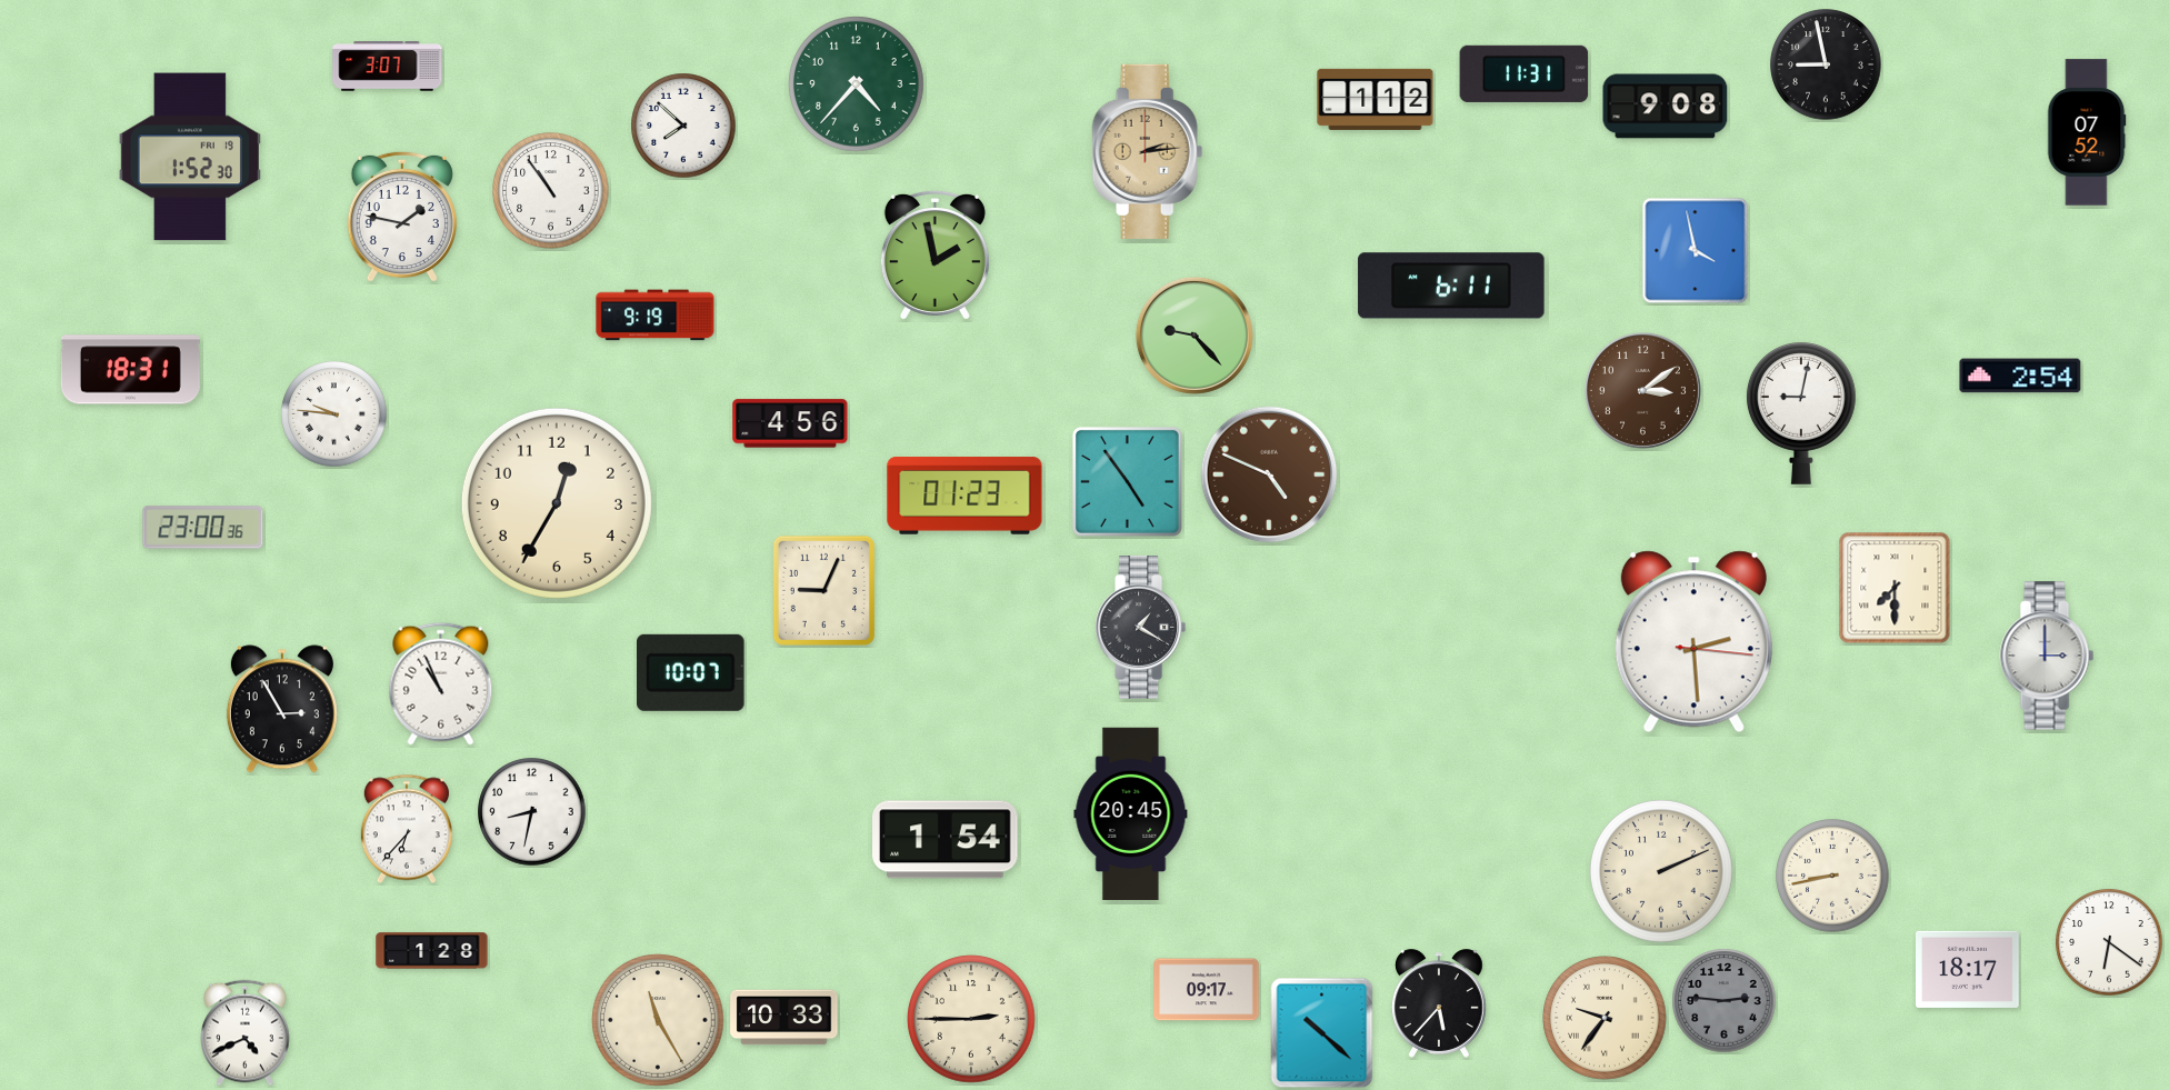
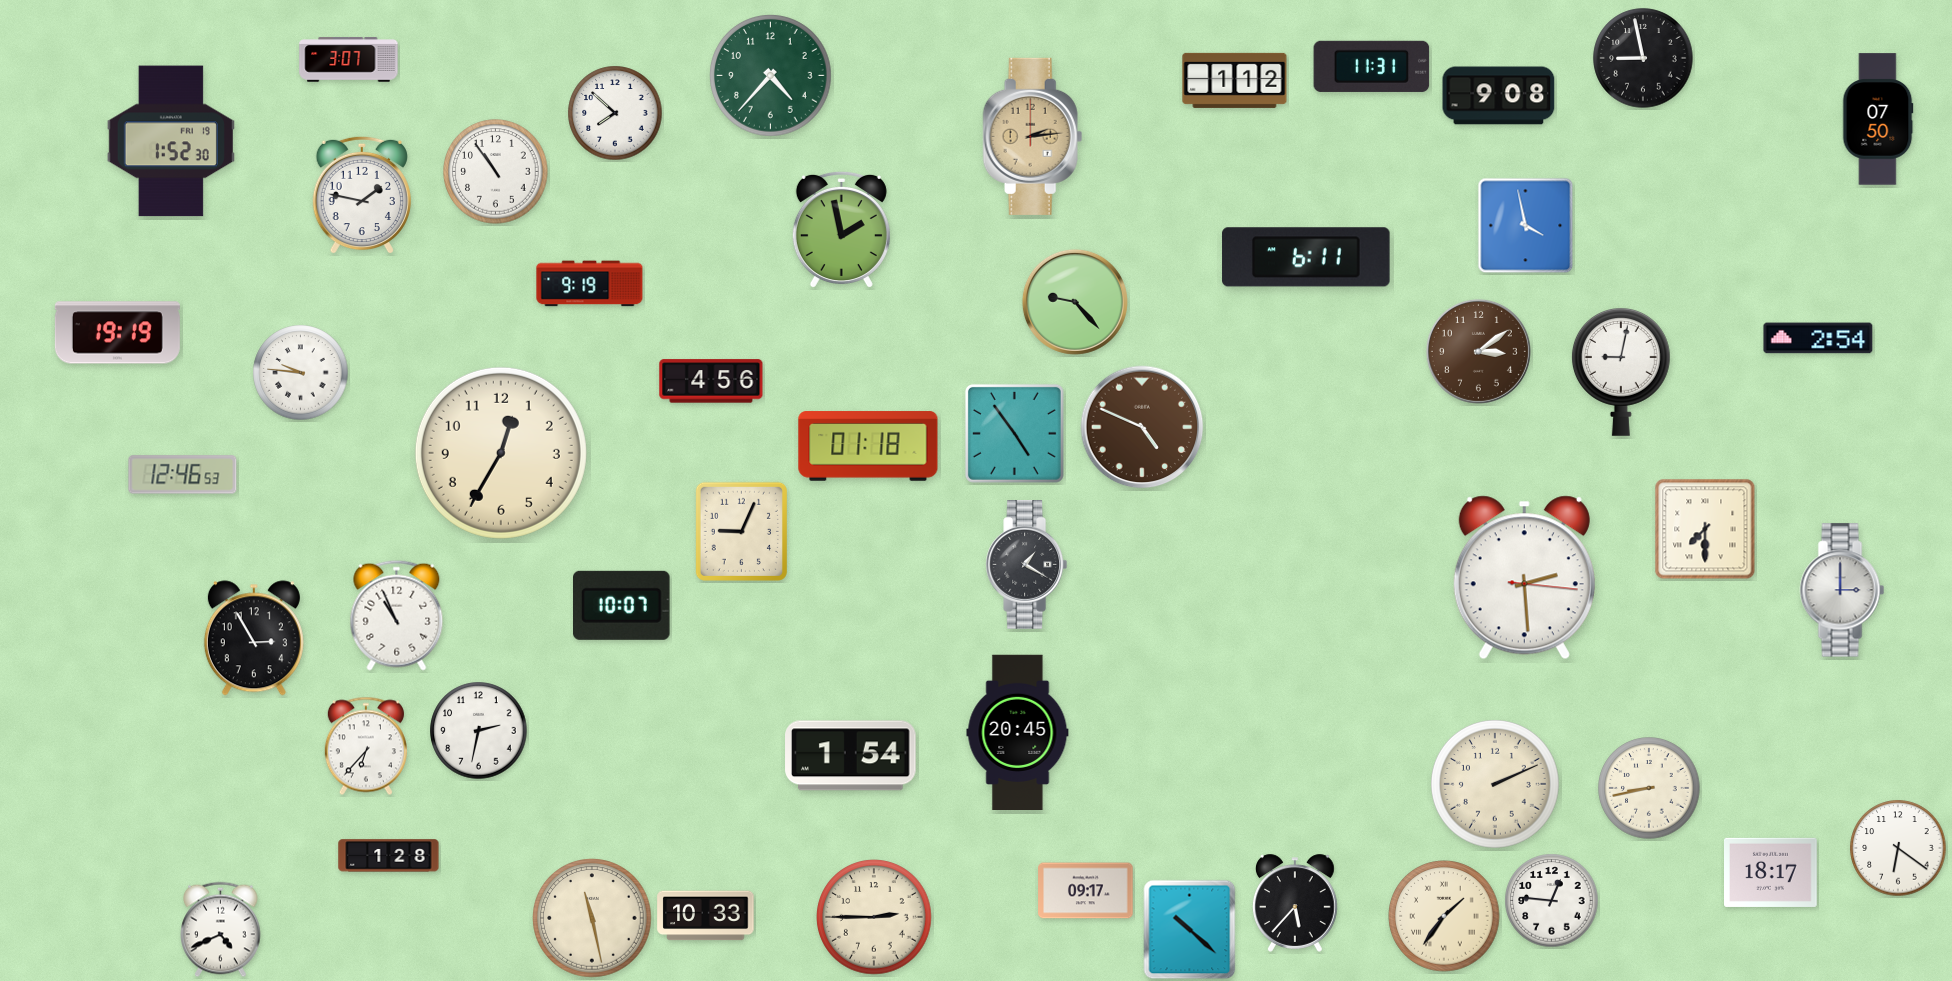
clock at (1376, 99) position: (1376, 99) -> (1235, 80)
clock at (2087, 132): 07:52 -> 07:50
clock at (130, 370): 18:31 -> 19:19
clock at (964, 496): 01:23 -> 01:18
clock at (203, 528): 23:00 -> 12:46
clock at (532, 812): 8:32 -> 2:32
clock at (1725, 1001): 2:46 -> 12:46
clock at (1725, 1001) dial: grey -> white
clock at (1605, 1018): 9:36 -> 1:36
clock at (658, 1020): 11:25 -> 11:28
